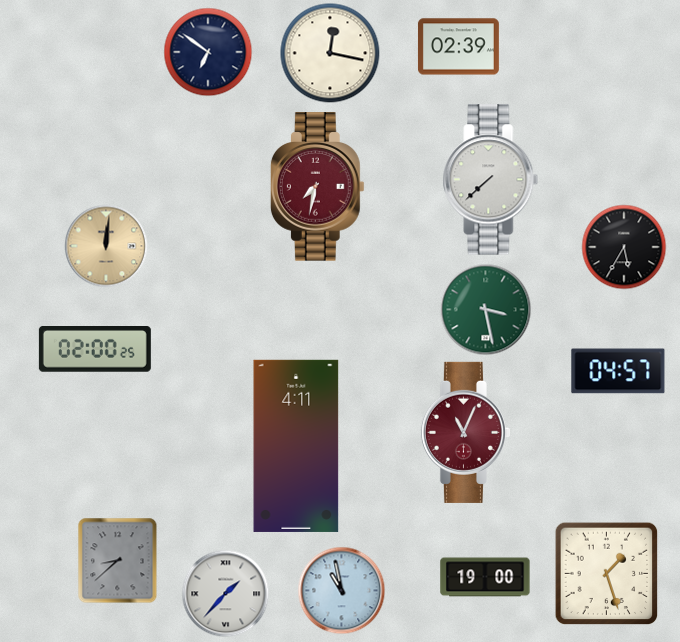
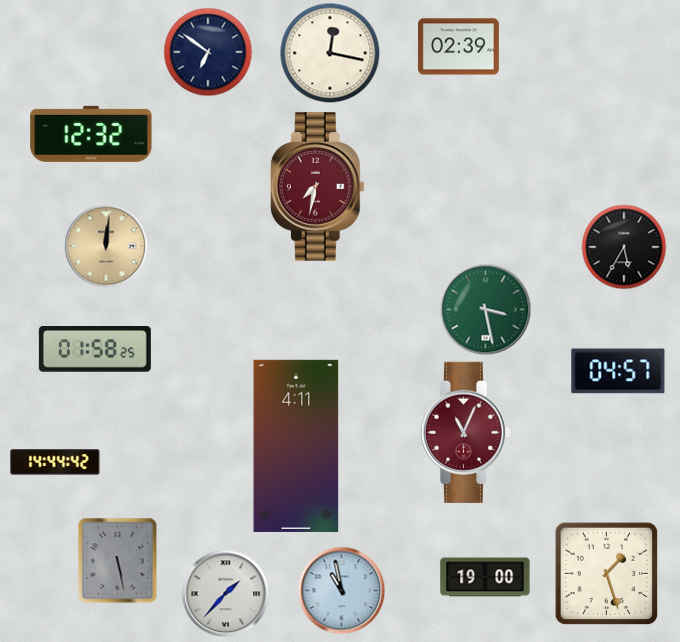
clock at (91, 134): none -> 12:32
clock at (491, 180): 7:38 -> none
clock at (95, 350): 02:00 -> 01:58
clock at (55, 462): none -> 14:44
clock at (118, 561): 8:38 -> 5:28
